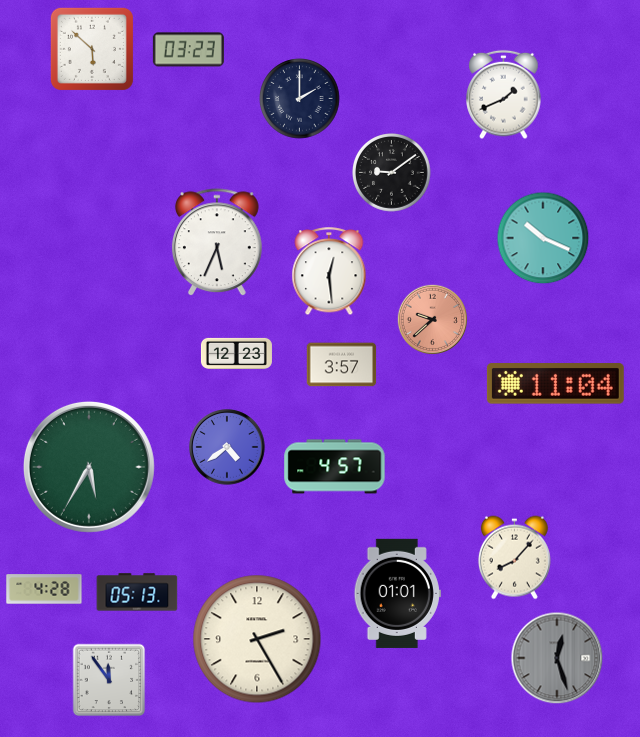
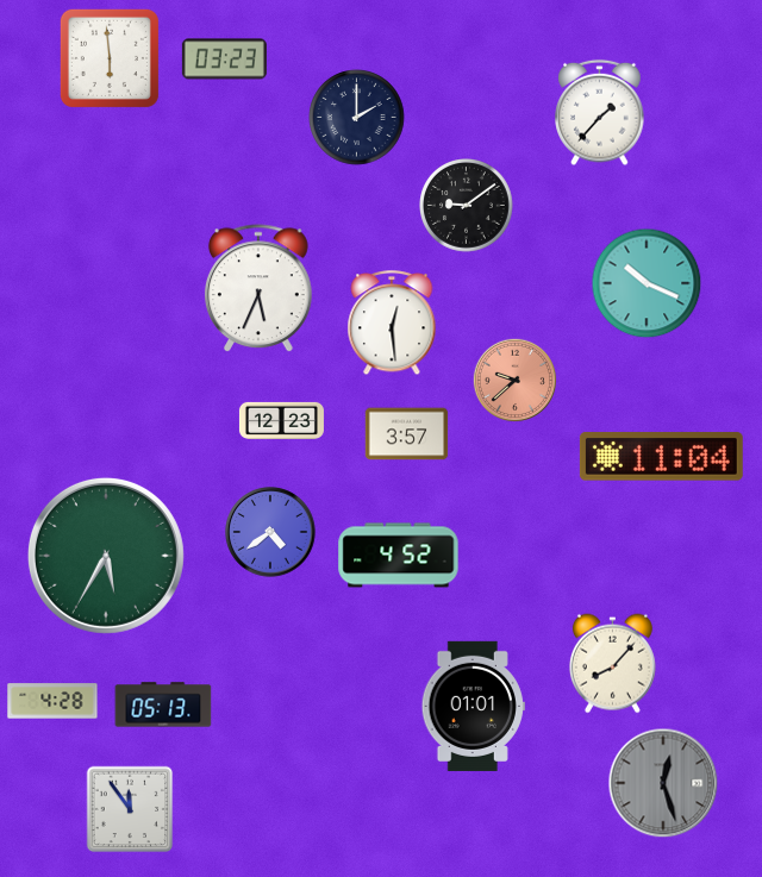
clock at (92, 49): 5:52 -> 5:59
clock at (504, 95): 1:41 -> 1:37
clock at (335, 467): 4:57 -> 4:52
clock at (257, 639): 2:25 -> none
